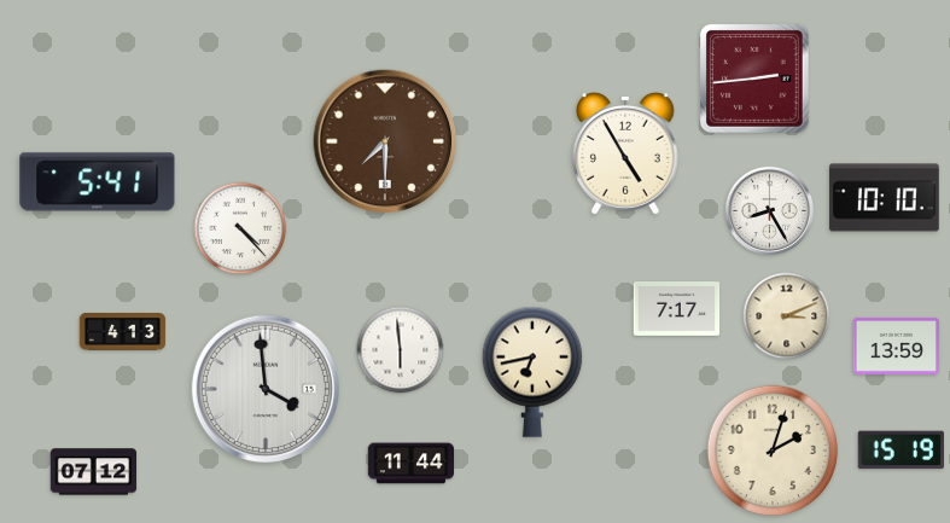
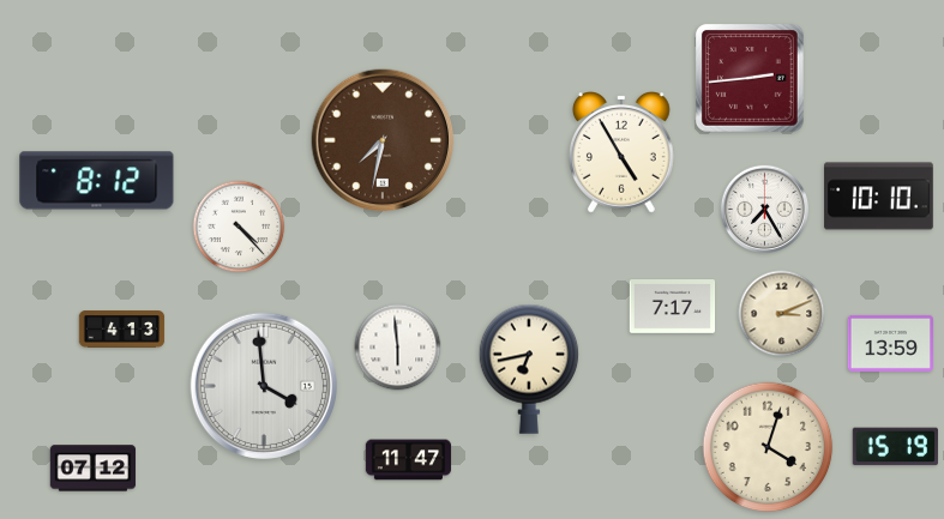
clock at (385, 141): 7:30 -> 7:32
clock at (98, 182): 5:41 -> 8:12
clock at (769, 210): 8:25 -> 7:25
clock at (773, 451): 2:03 -> 4:03
clock at (412, 464): 11:44 -> 11:47
